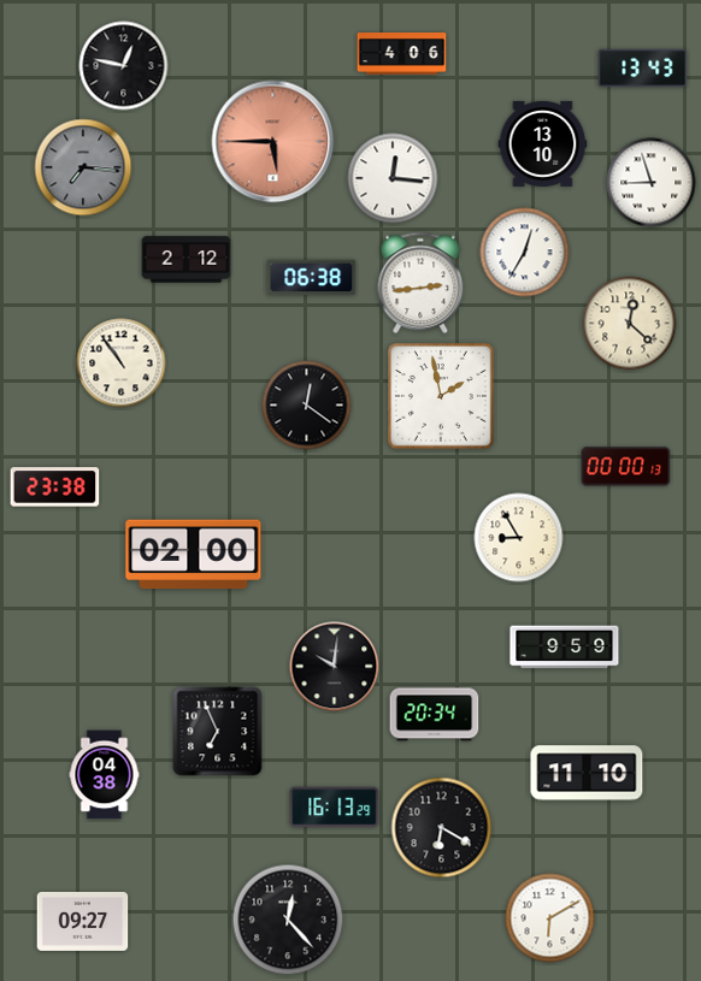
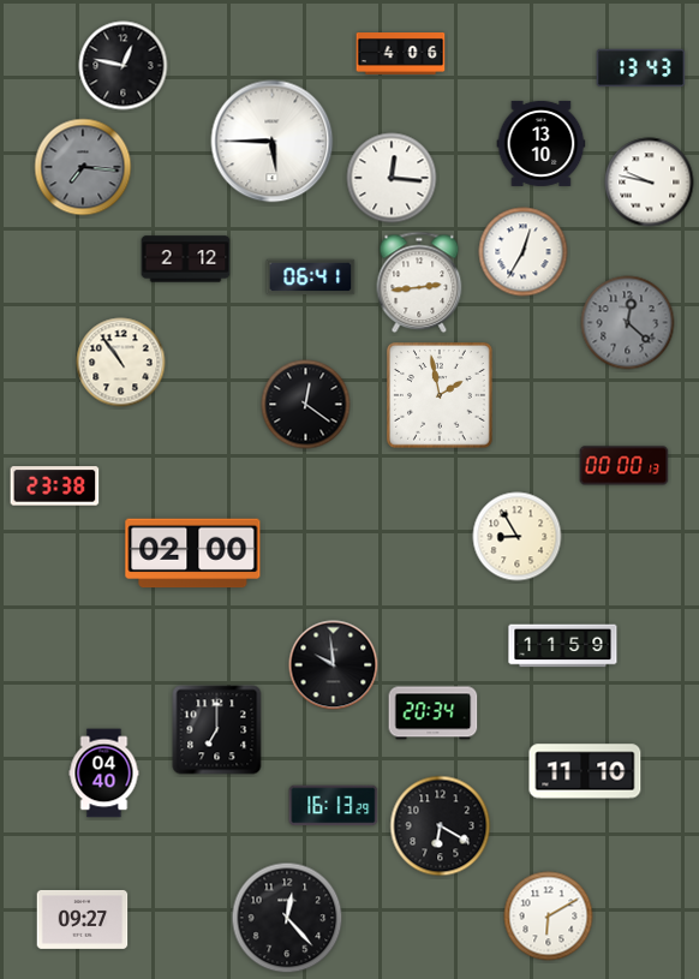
clock at (273, 142) dial: salmon -> white
clock at (652, 183): 8:57 -> 9:47
clock at (312, 278): 06:38 -> 06:41
clock at (630, 324) dial: cream -> grey
clock at (565, 648): 9:59 -> 11:59
clock at (335, 667): 10:01 -> 9:59
clock at (218, 732): 6:56 -> 7:00
clock at (105, 775): 04:38 -> 04:40
